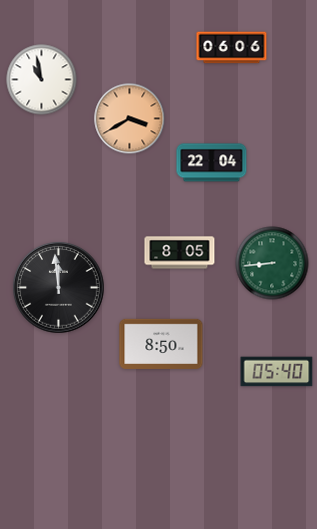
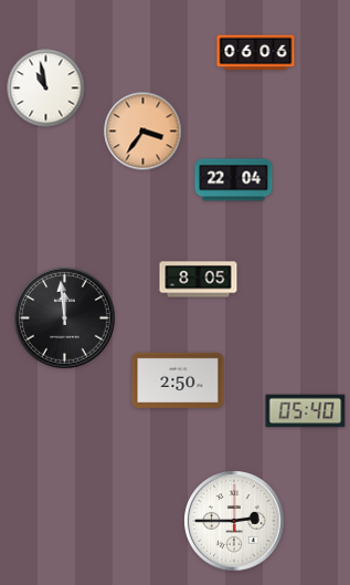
clock at (130, 119): 3:40 -> 3:36
clock at (272, 263): 8:44 -> none
clock at (161, 343): 8:50 -> 2:50
clock at (234, 521): none -> 2:45
